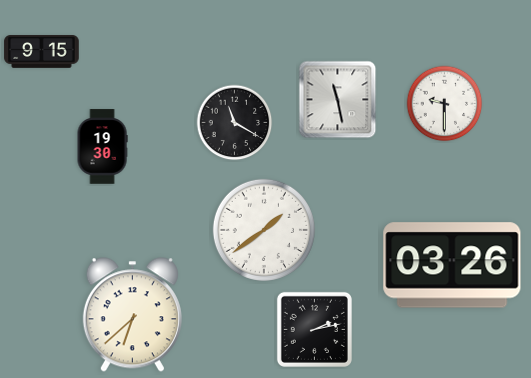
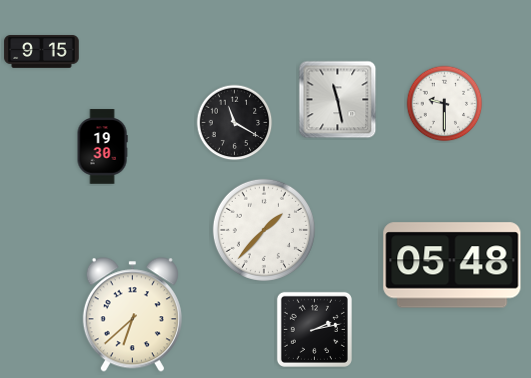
clock at (264, 230): 1:39 -> 1:37
clock at (452, 265): 03:26 -> 05:48
